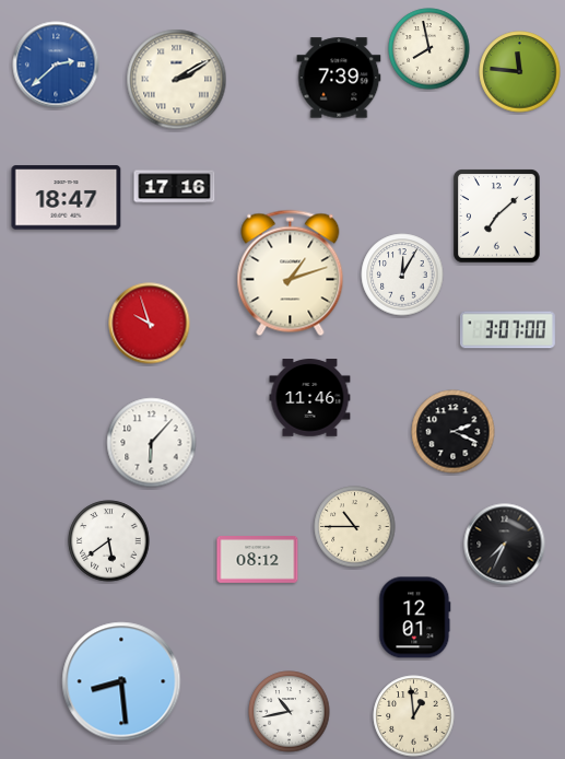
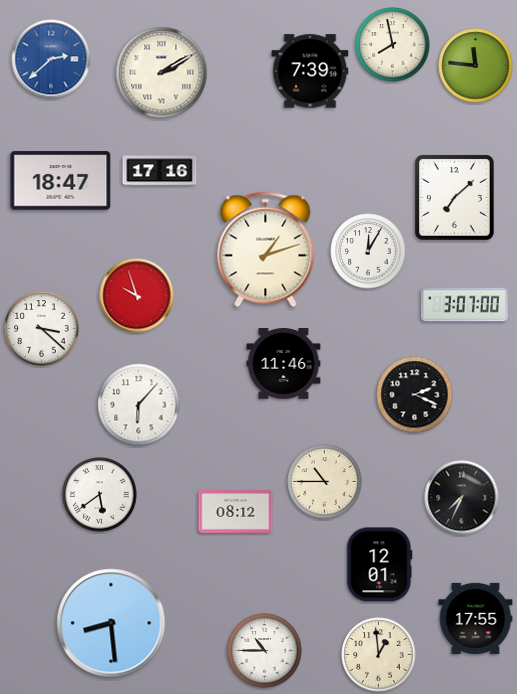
clock at (508, 330) position: (508, 330) -> (465, 305)
clock at (42, 329): none -> 3:22
clock at (476, 618): none -> 17:55
clock at (290, 712): 10:43 -> 10:45
